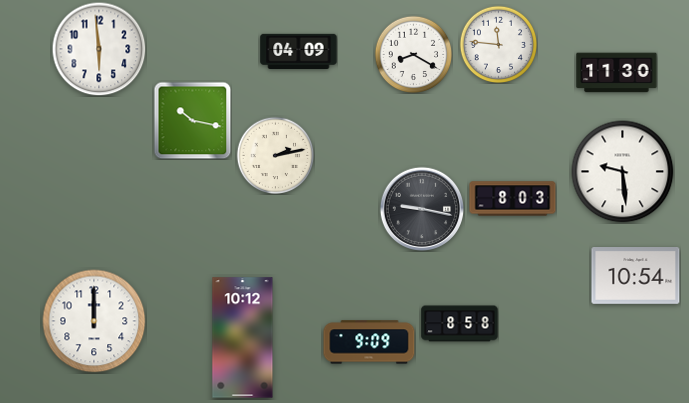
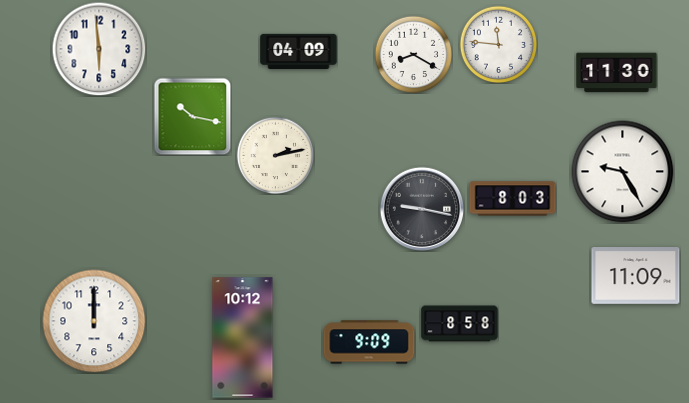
clock at (192, 120) position: (192, 120) -> (192, 116)
clock at (623, 172): 9:29 -> 9:25
clock at (636, 276): 10:54 -> 11:09
